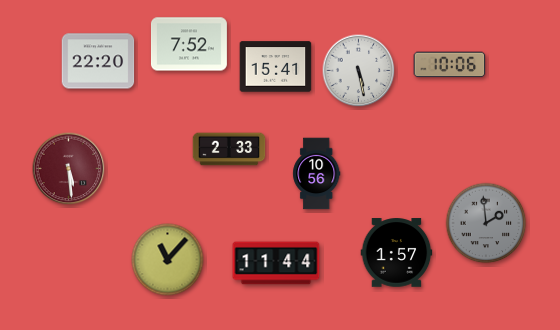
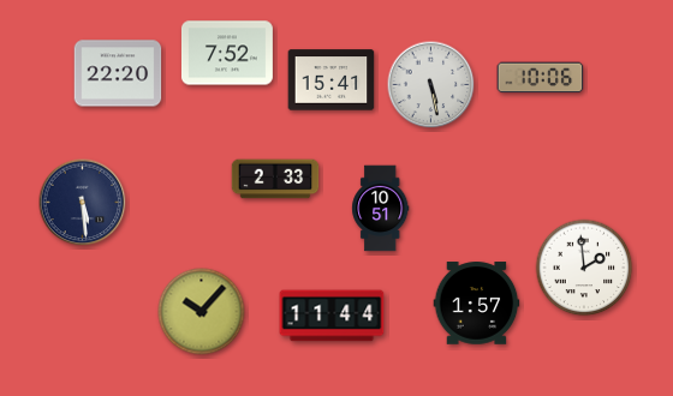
clock at (69, 169) dial: burgundy -> navy
clock at (317, 174): 10:56 -> 10:51
clock at (486, 223) dial: grey -> white
clock at (168, 260): 11:07 -> 10:07
